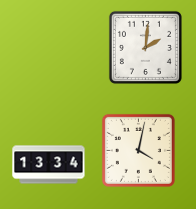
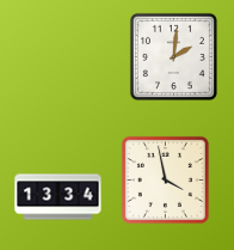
clock at (138, 150): 4:02 -> 3:58
